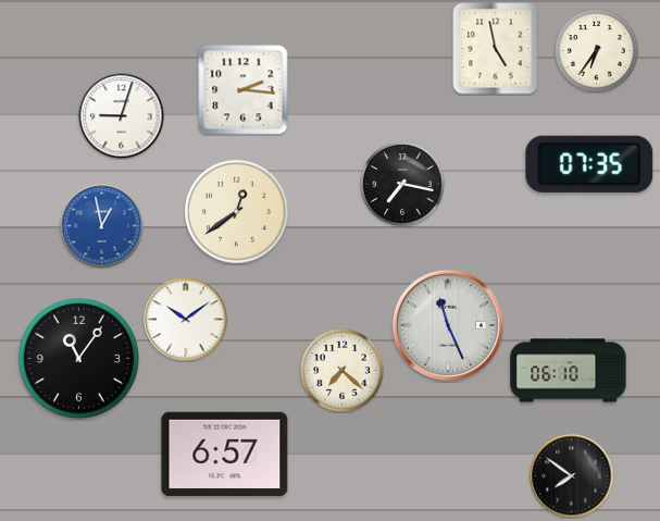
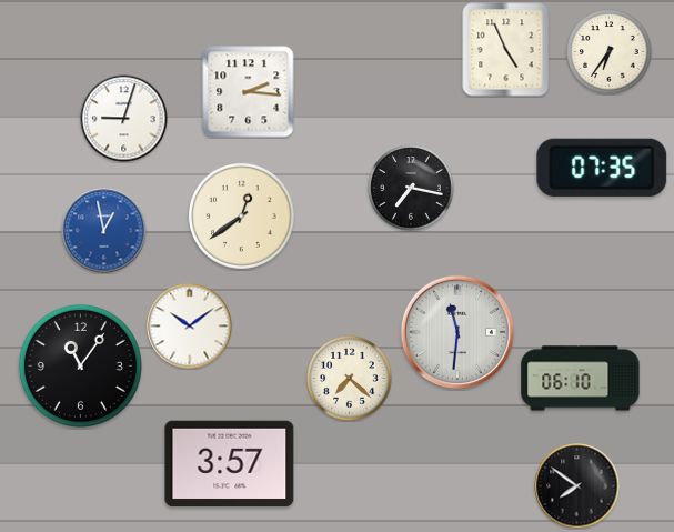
clock at (496, 49): 4:58 -> 4:56
clock at (447, 324): 11:26 -> 11:31
clock at (225, 455): 6:57 -> 3:57
clock at (572, 476) position: (572, 476) -> (577, 486)
